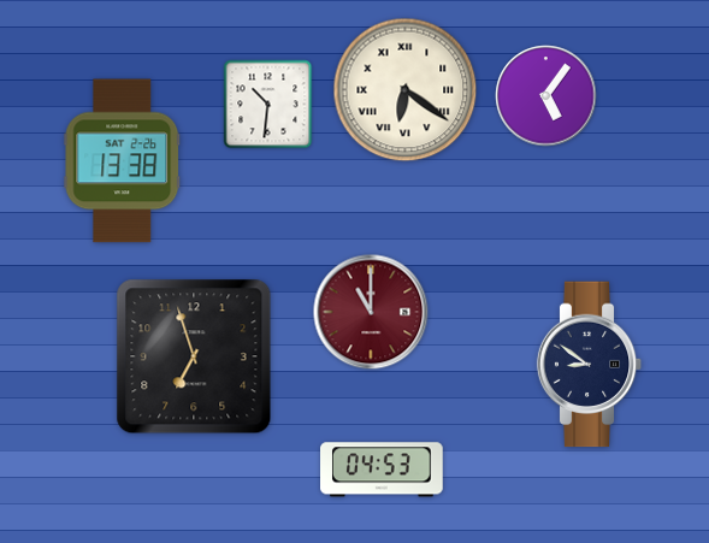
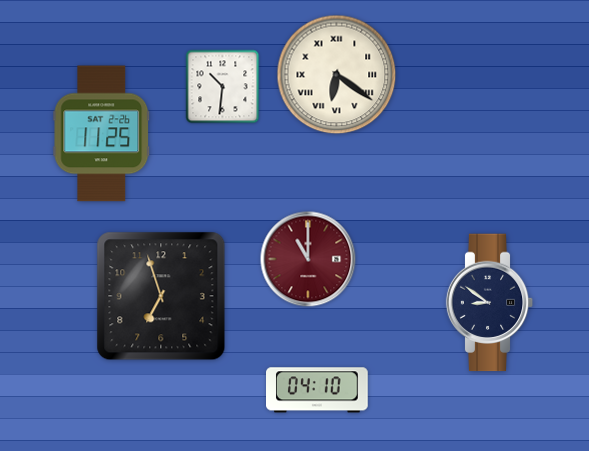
clock at (546, 96): 5:06 -> none
clock at (123, 161): 13:38 -> 11:25
clock at (383, 470): 04:53 -> 04:10
